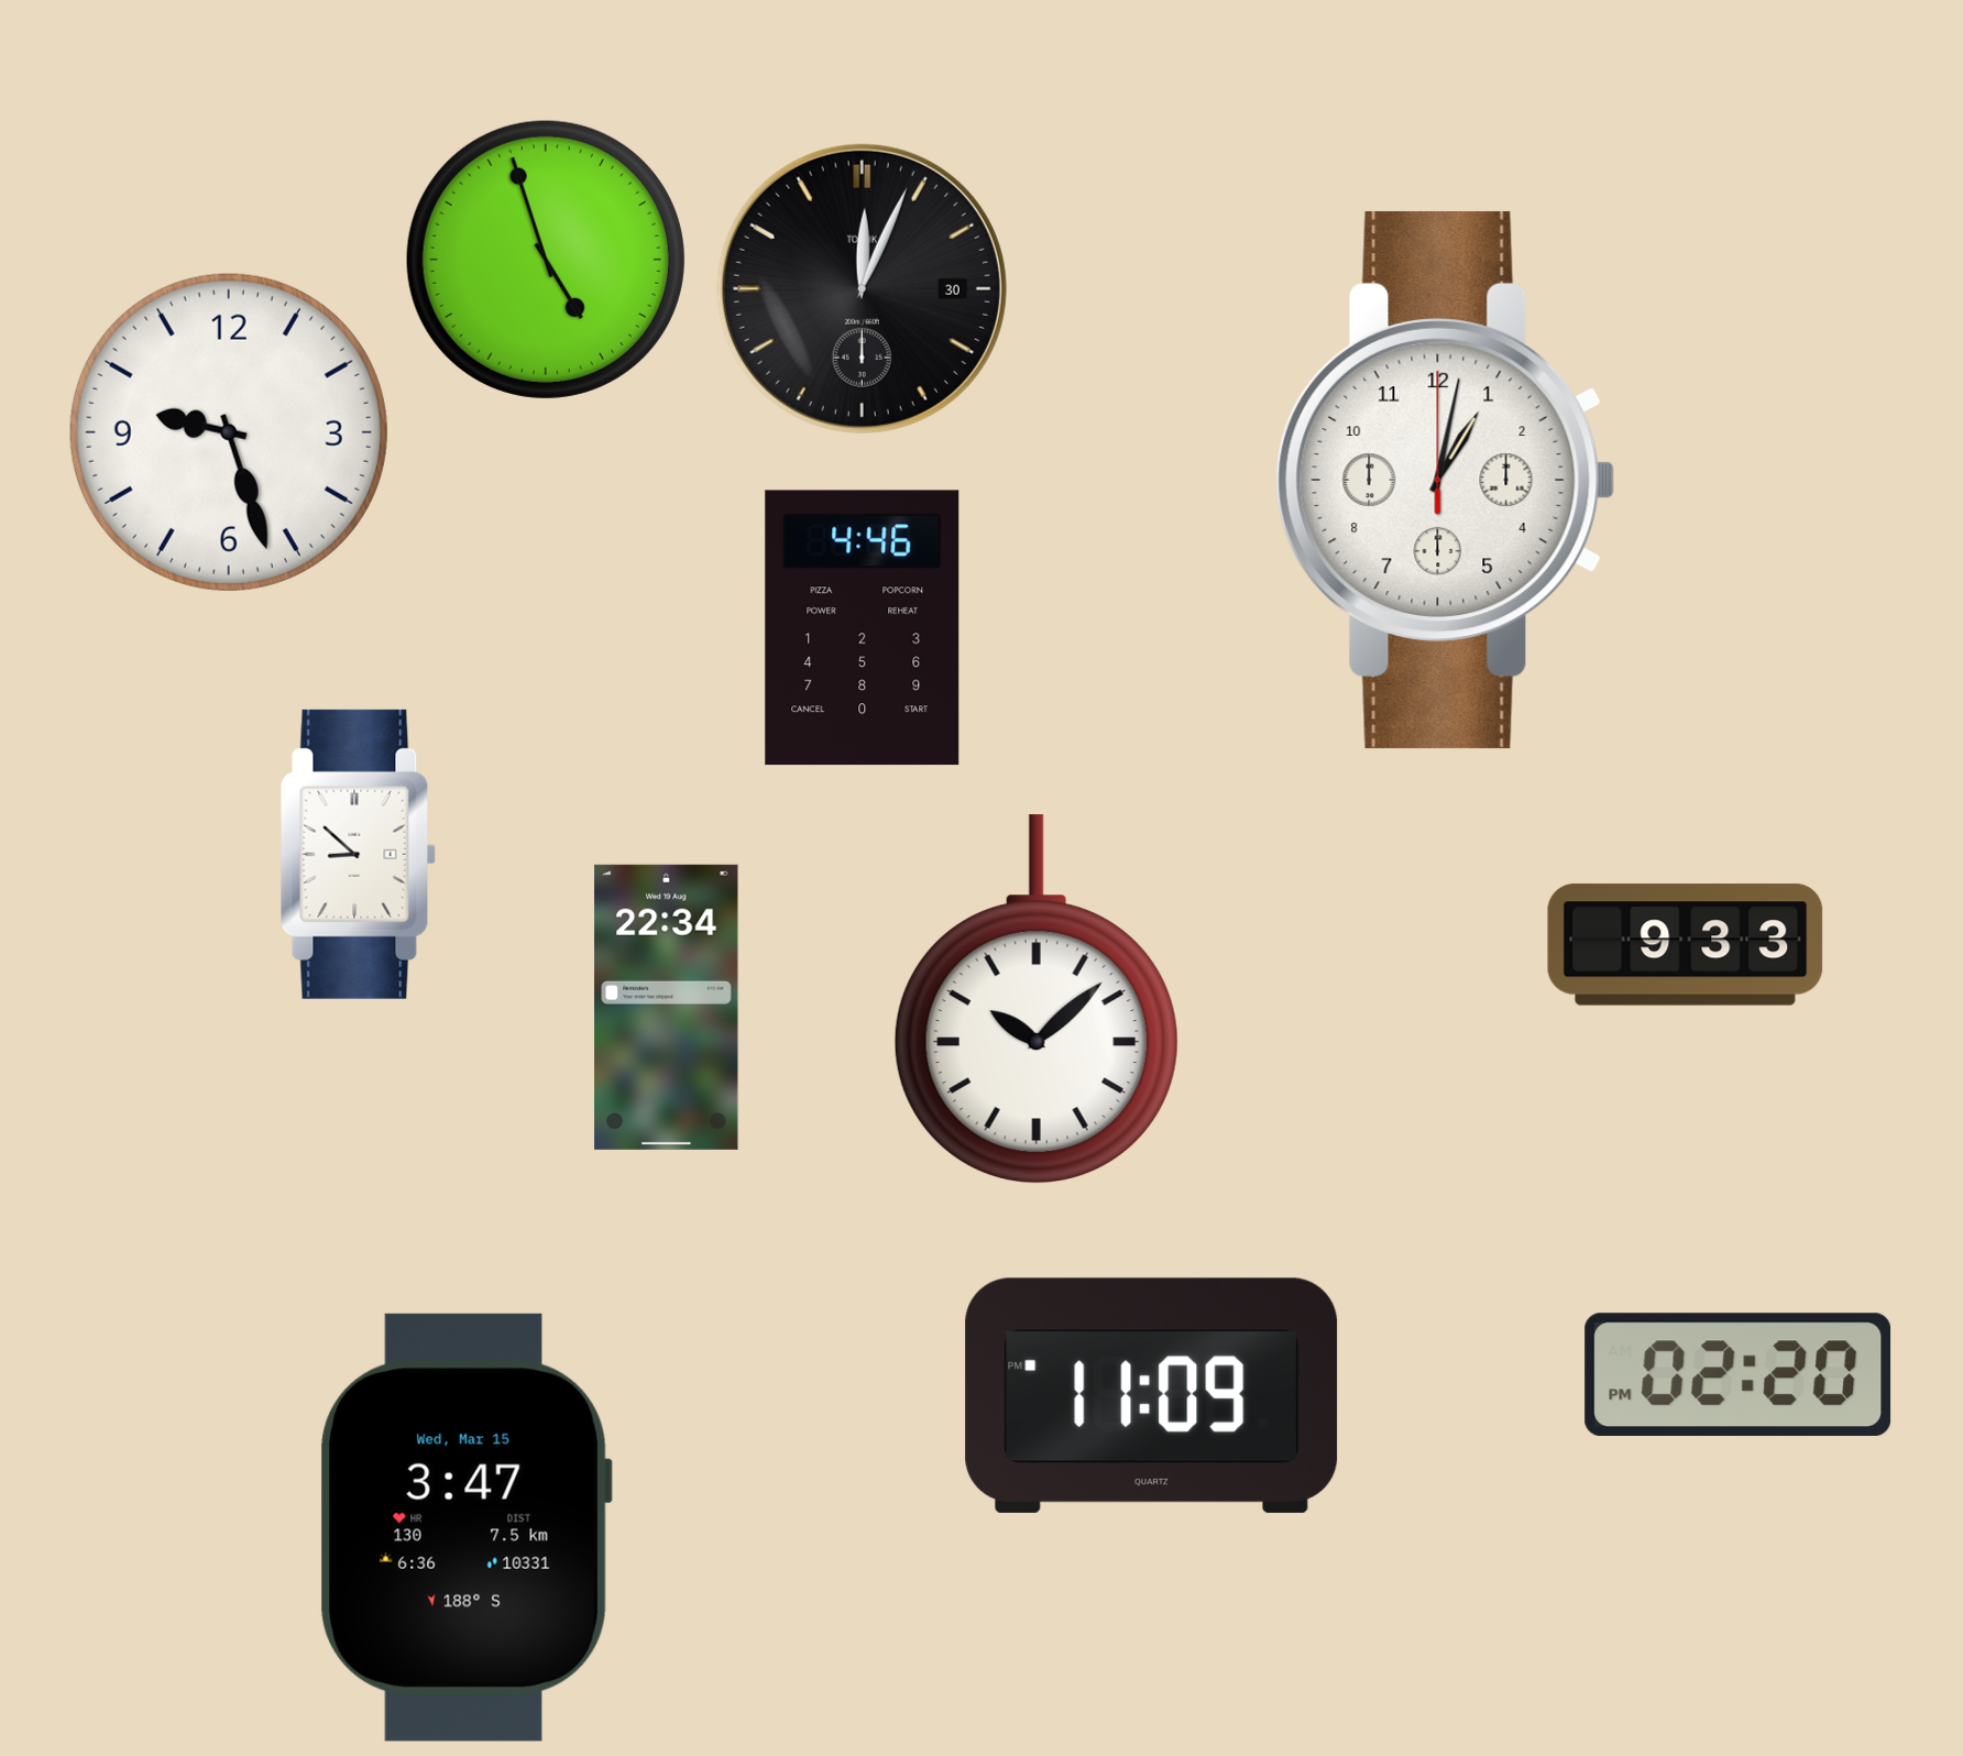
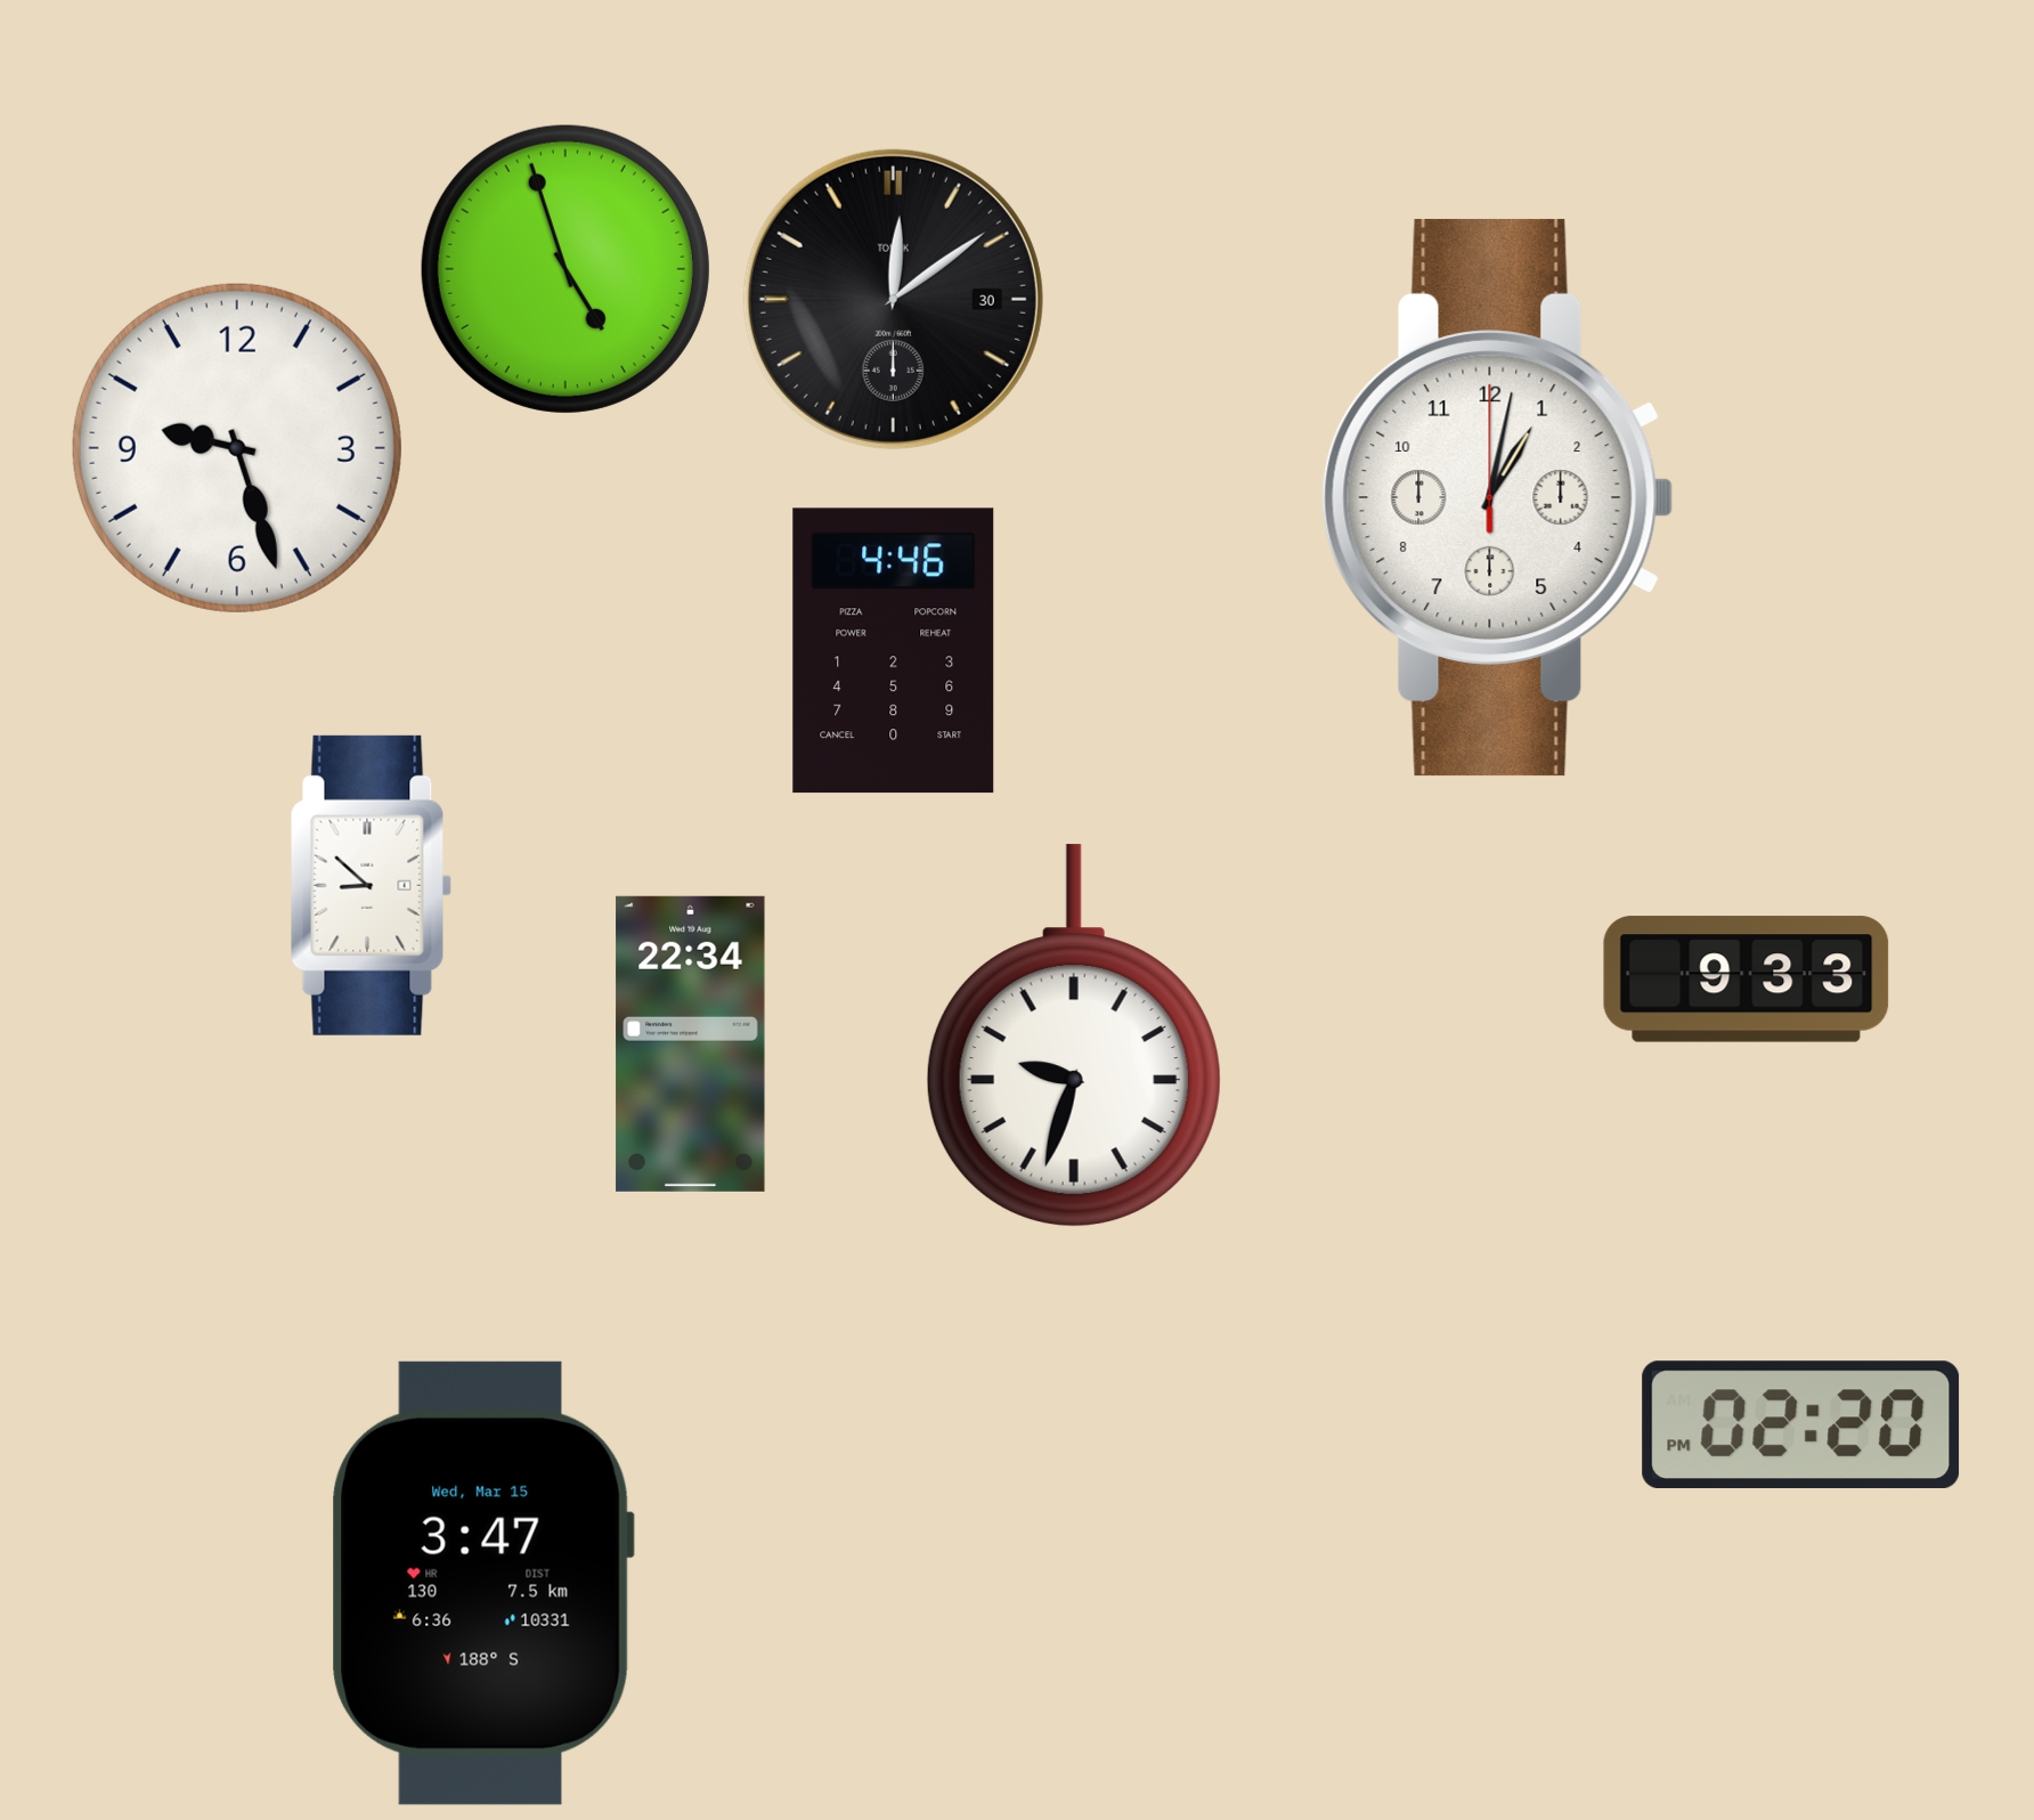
clock at (862, 288): 12:04 -> 12:09
clock at (1037, 1000): 10:08 -> 9:33
clock at (1152, 1395): 11:09 -> none
